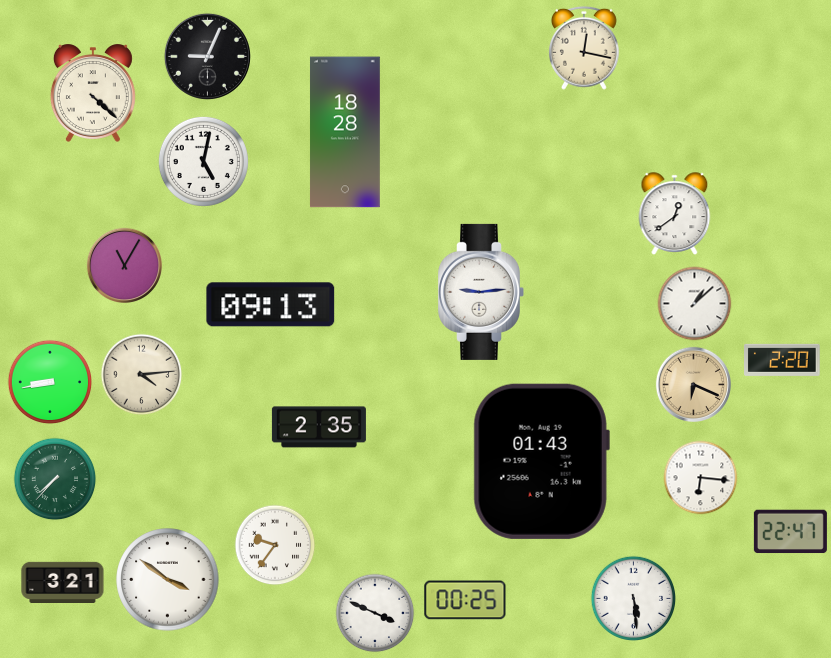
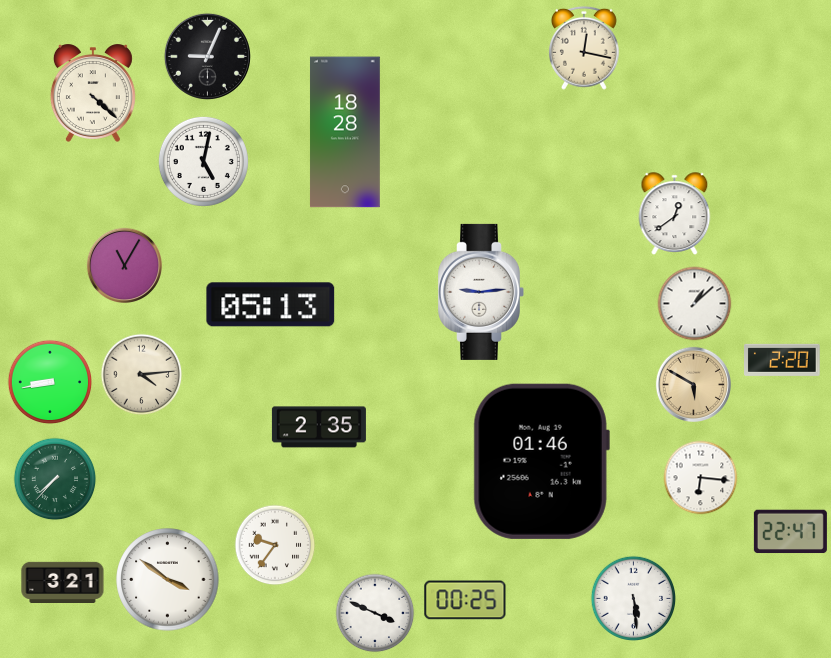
clock at (271, 305): 09:13 -> 05:13
clock at (693, 384): 6:19 -> 5:50
clock at (541, 461): 01:43 -> 01:46
